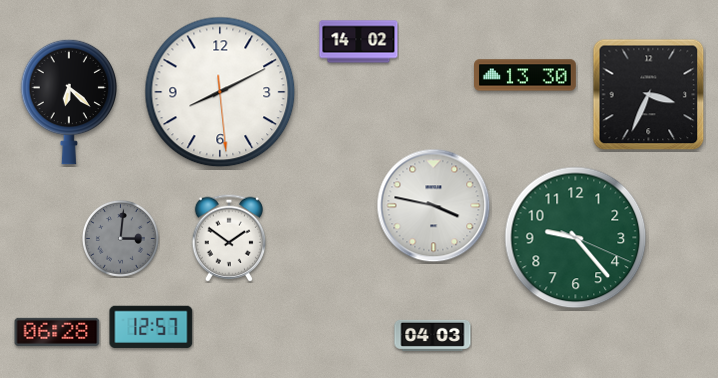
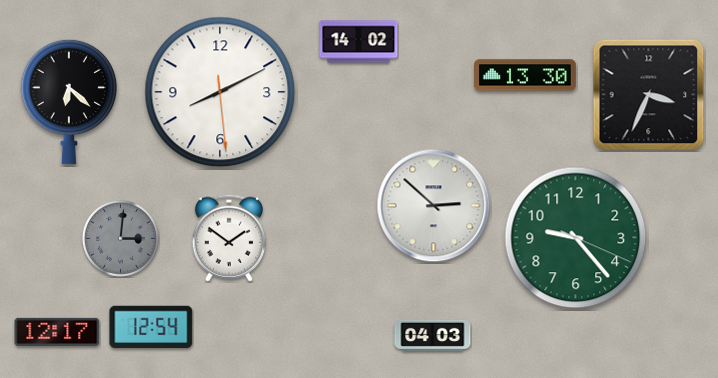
clock at (434, 206): 3:47 -> 2:52
clock at (151, 327): 12:57 -> 12:54
clock at (57, 332): 06:28 -> 12:17
